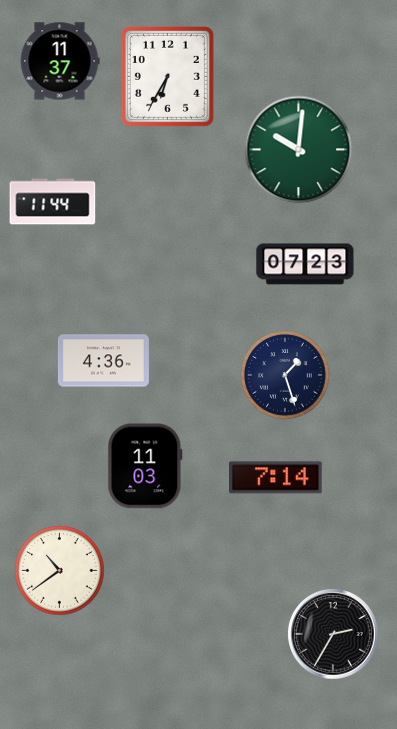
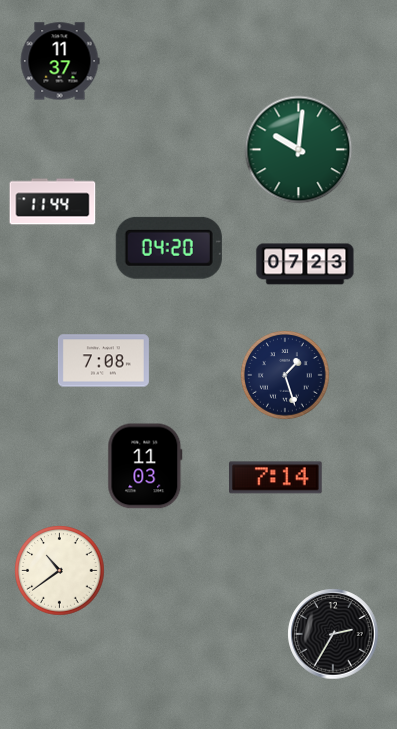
clock at (167, 76): 6:35 -> none
clock at (169, 248): none -> 04:20
clock at (103, 361): 4:36 -> 7:08
